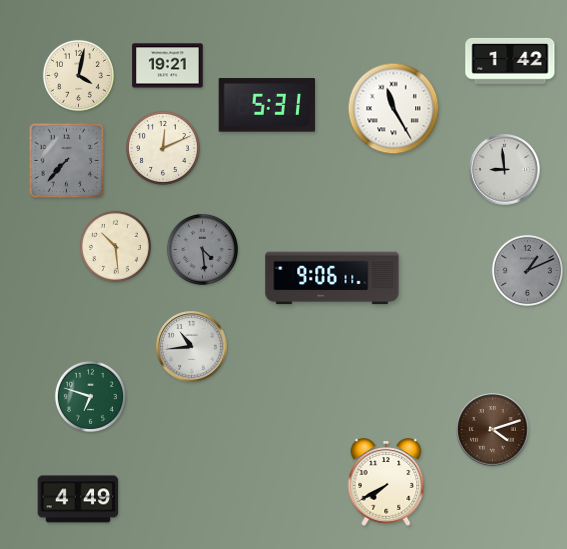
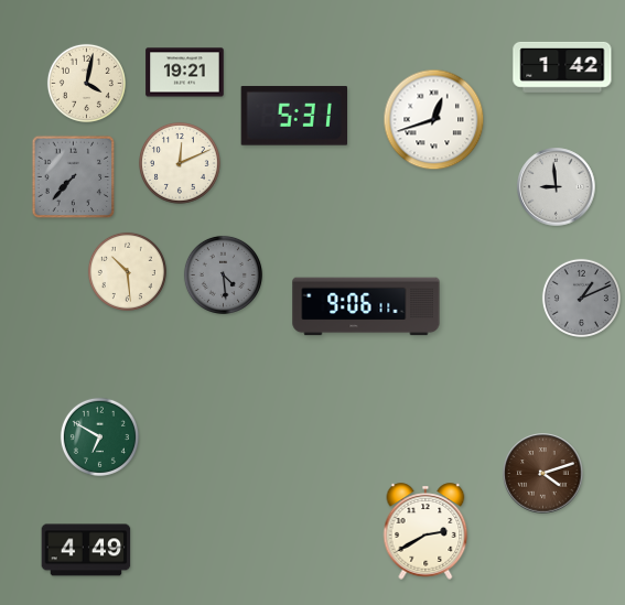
clock at (394, 109): 11:25 -> 12:42
clock at (192, 347): 10:44 -> none
clock at (90, 396): 6:48 -> 6:50
clock at (386, 482): 7:40 -> 2:40
